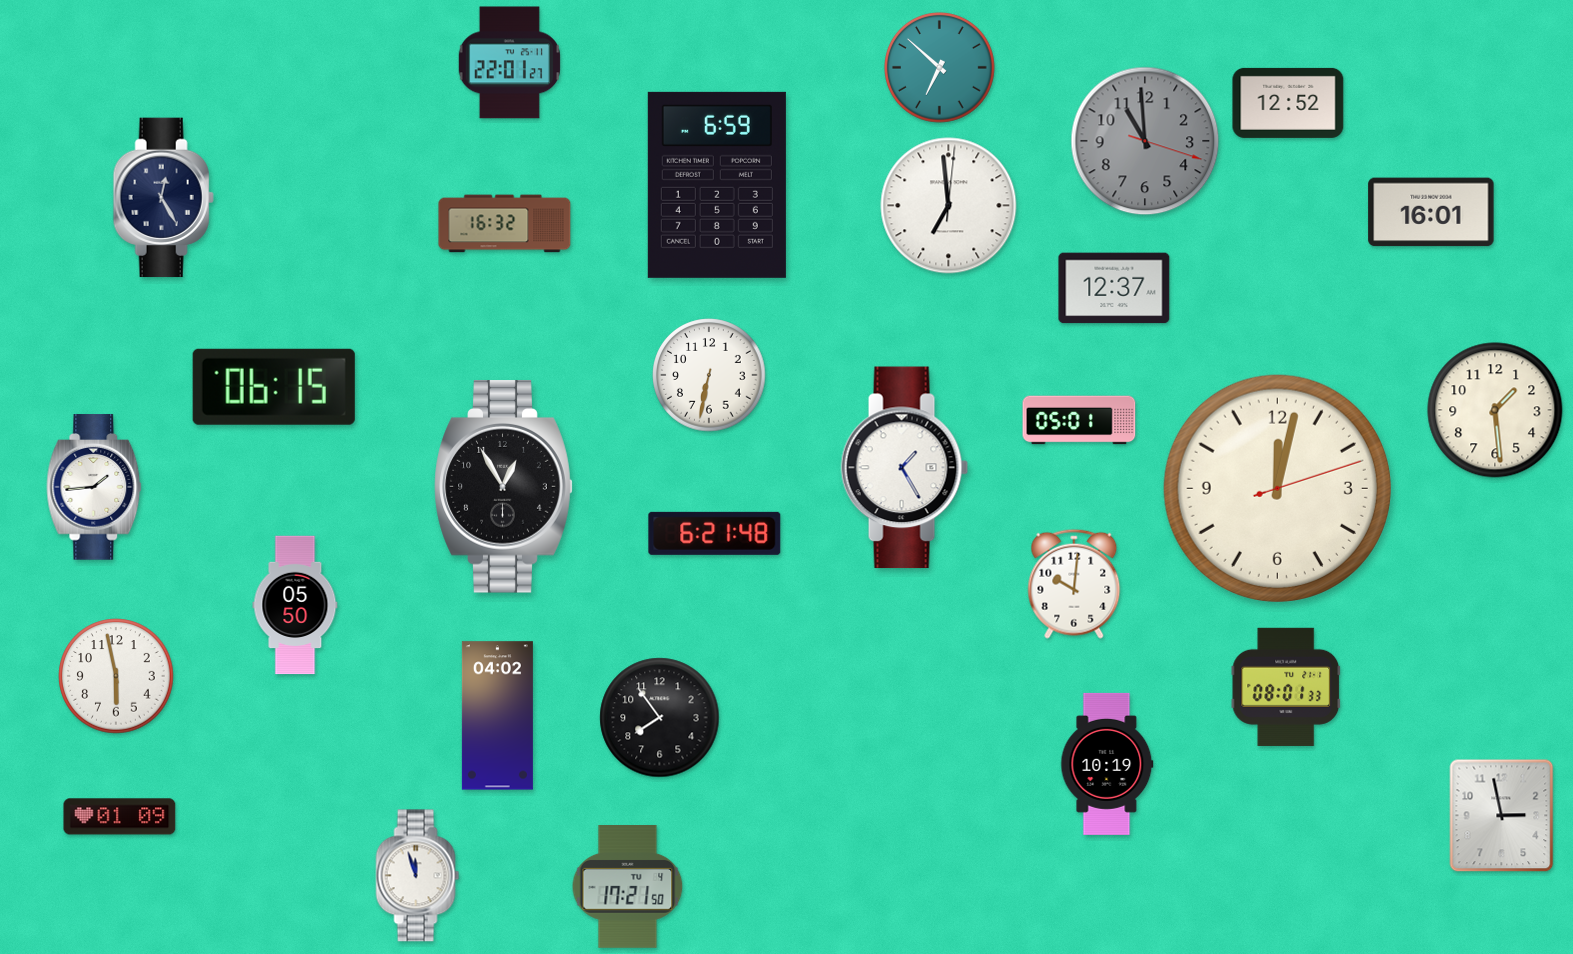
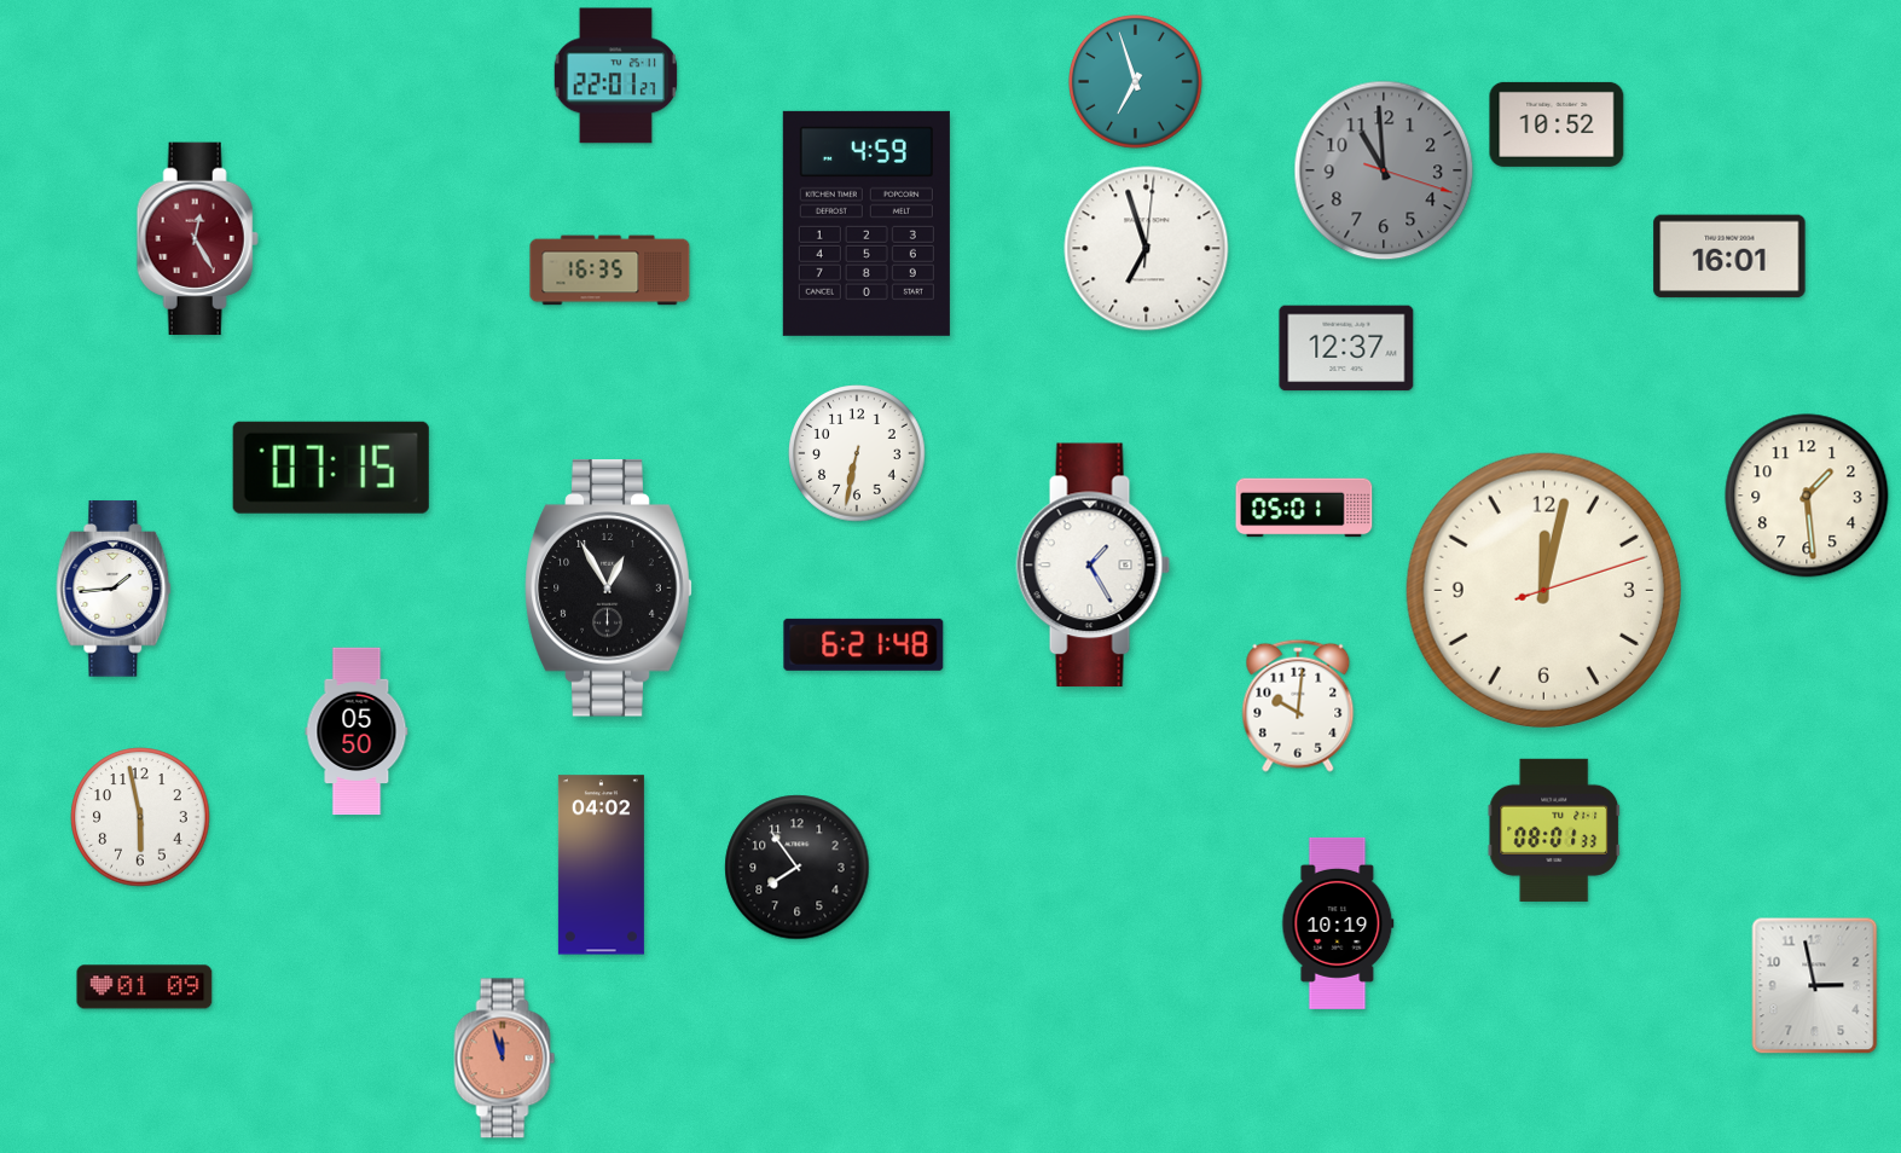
clock at (940, 68): 6:52 -> 6:57
clock at (1288, 103): 12:52 -> 10:52
clock at (717, 185): 6:59 -> 4:59
clock at (163, 198) dial: navy -> burgundy
clock at (949, 206): 6:59 -> 6:57
clock at (505, 224): 16:32 -> 16:35
clock at (274, 387): 06:15 -> 07:15
clock at (418, 876) dial: white -> salmon
clock at (628, 887): 17:21 -> none
